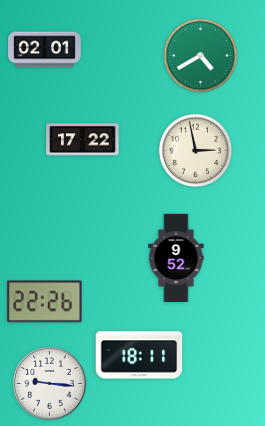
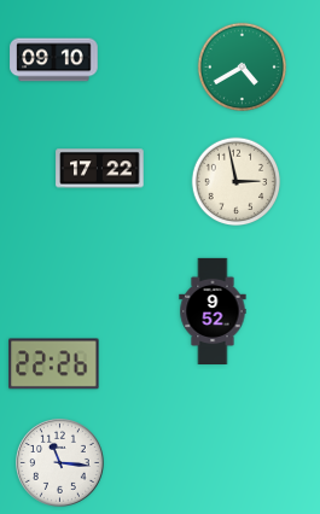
clock at (45, 50): 02:01 -> 09:10
clock at (139, 355): 18:11 -> none
clock at (50, 384): 9:16 -> 11:16
